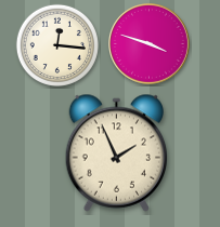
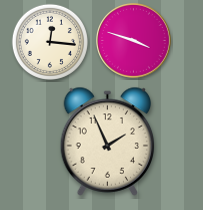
clock at (150, 44) position: (150, 44) -> (134, 41)
clock at (57, 45) position: (57, 45) -> (50, 42)
